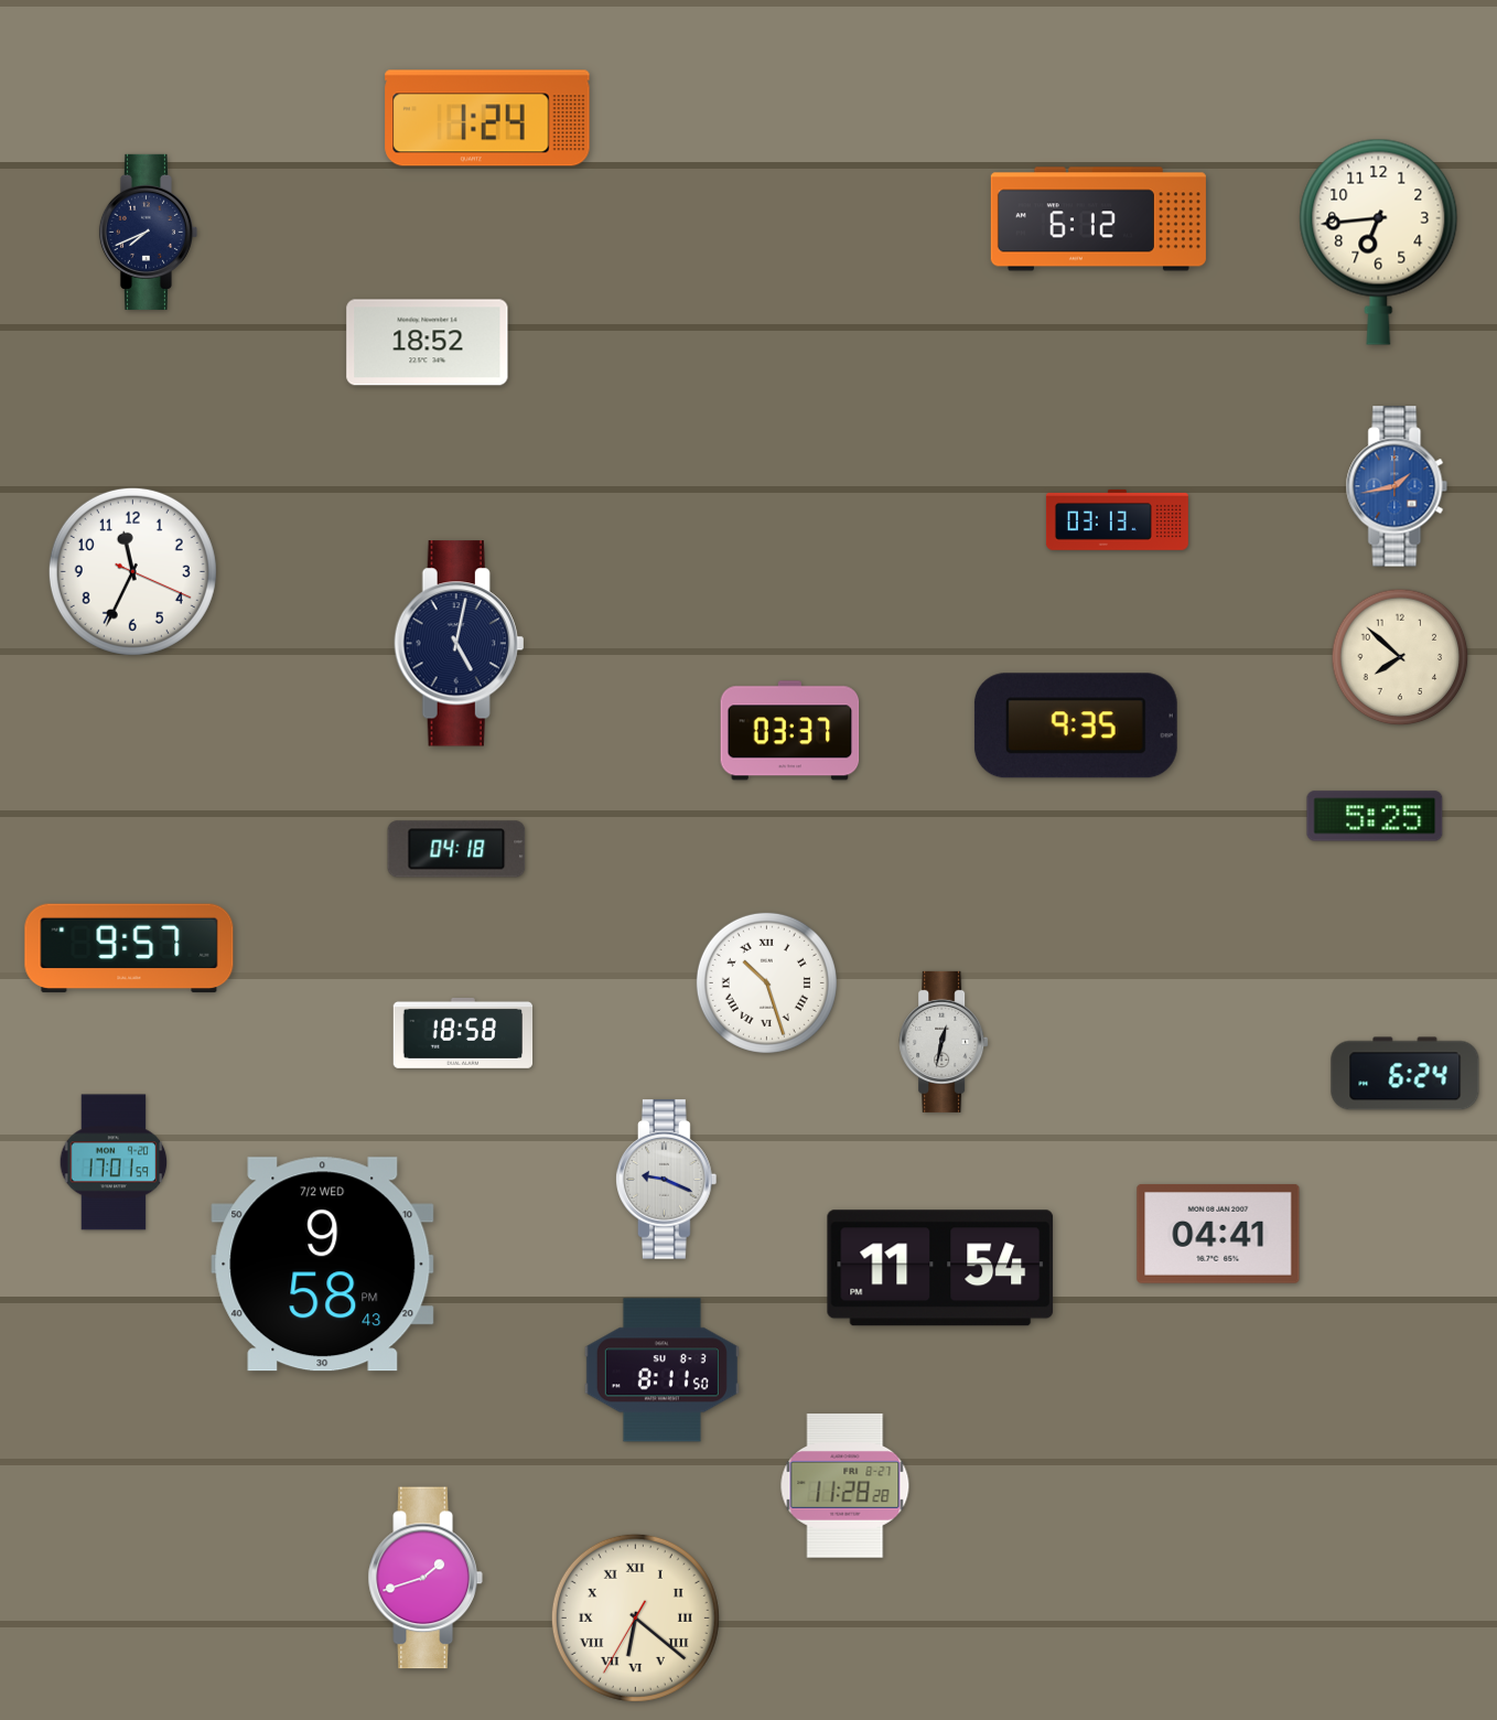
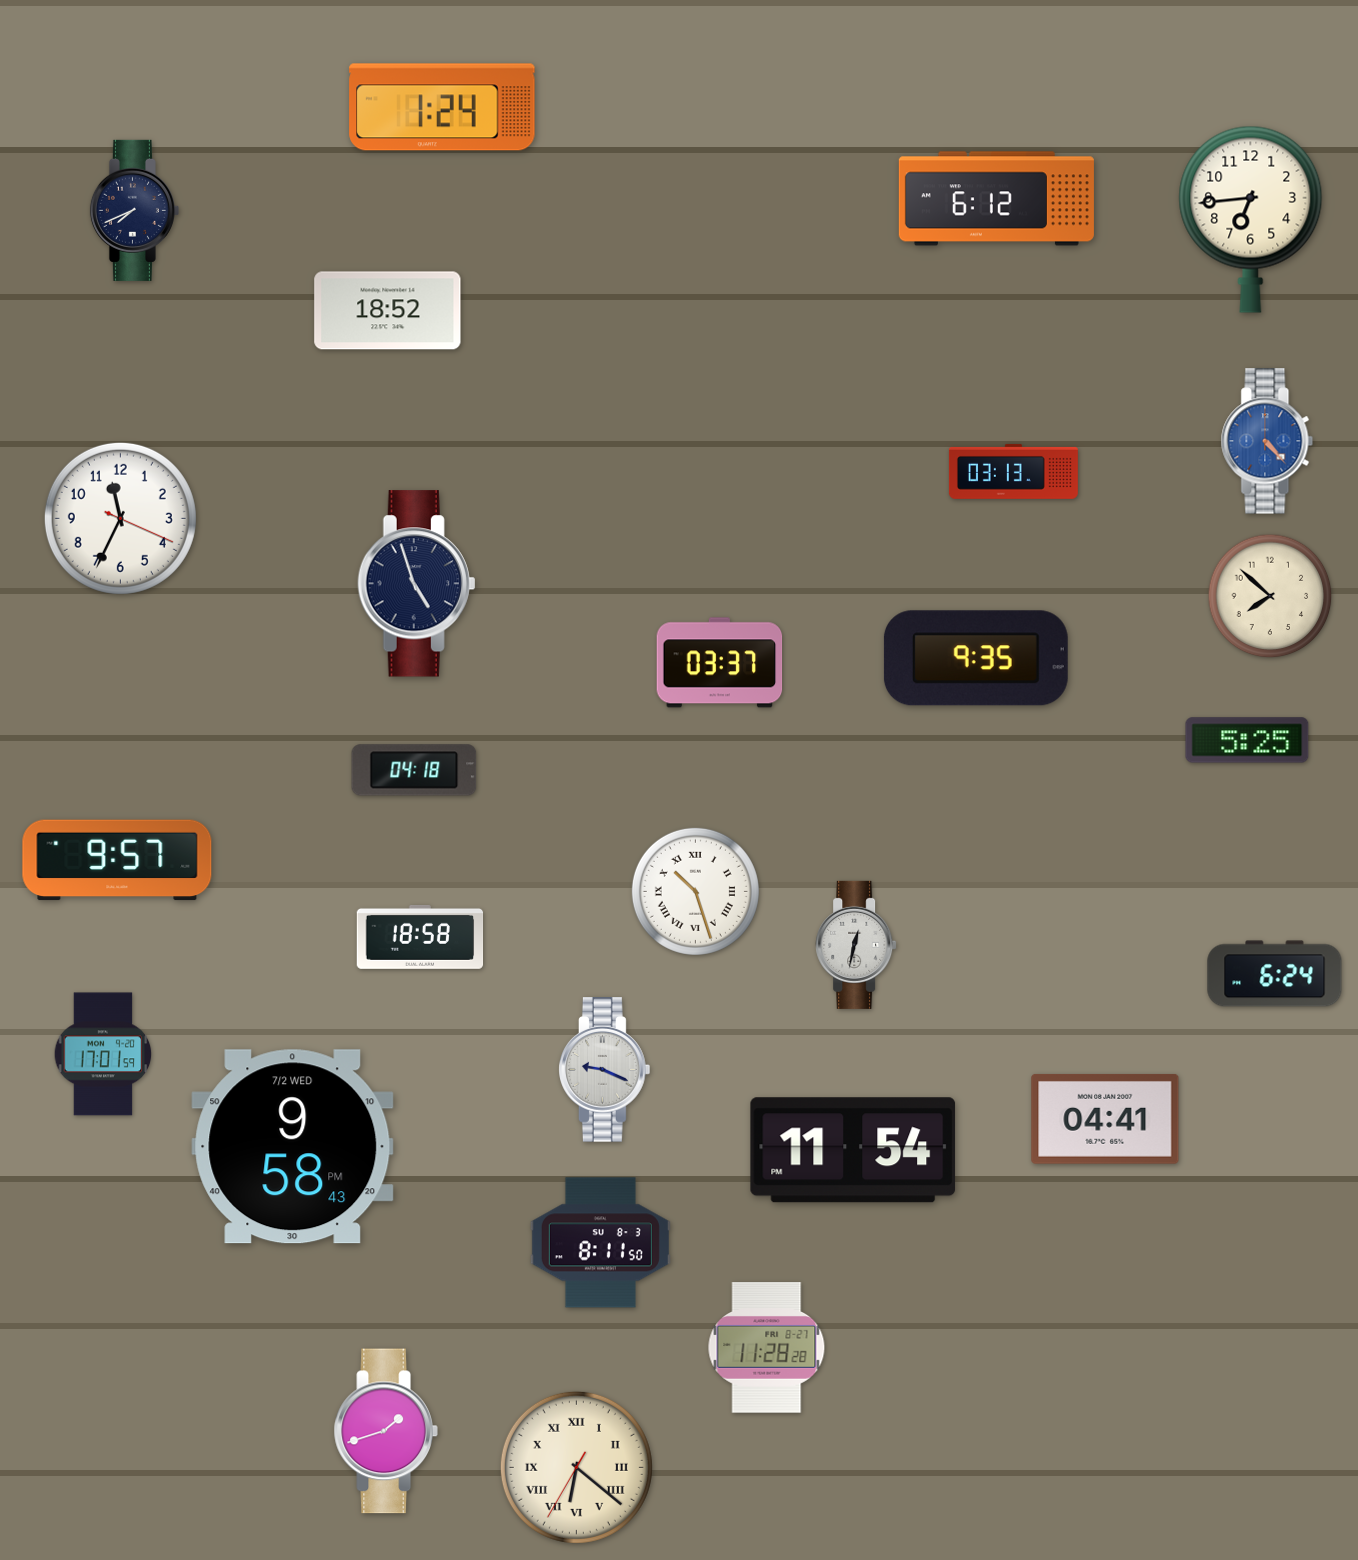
clock at (1397, 486): 1:43 -> 4:23
clock at (460, 644): 5:02 -> 4:57
clock at (790, 731) position: (790, 731) -> (720, 663)
